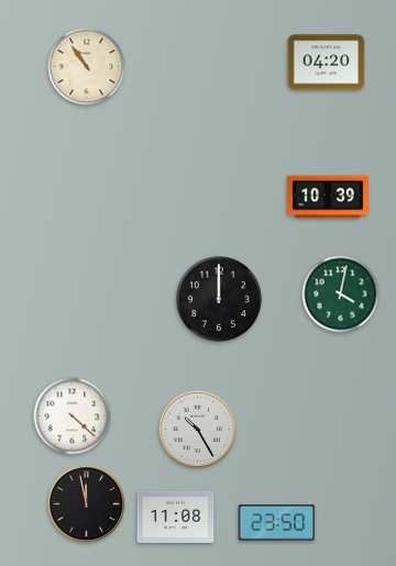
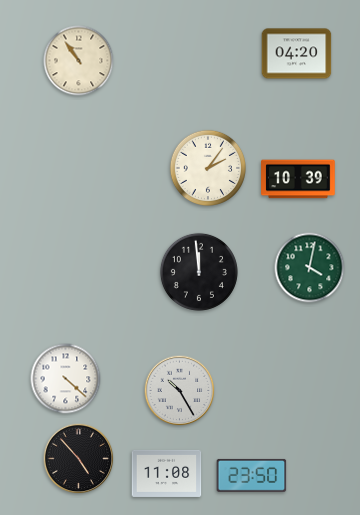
clock at (327, 63) position: (327, 63) -> (297, 54)
clock at (208, 168): none -> 2:06
clock at (219, 299): 12:00 -> 11:59
clock at (87, 504): 11:58 -> 4:53
clock at (176, 517) position: (176, 517) -> (167, 473)
